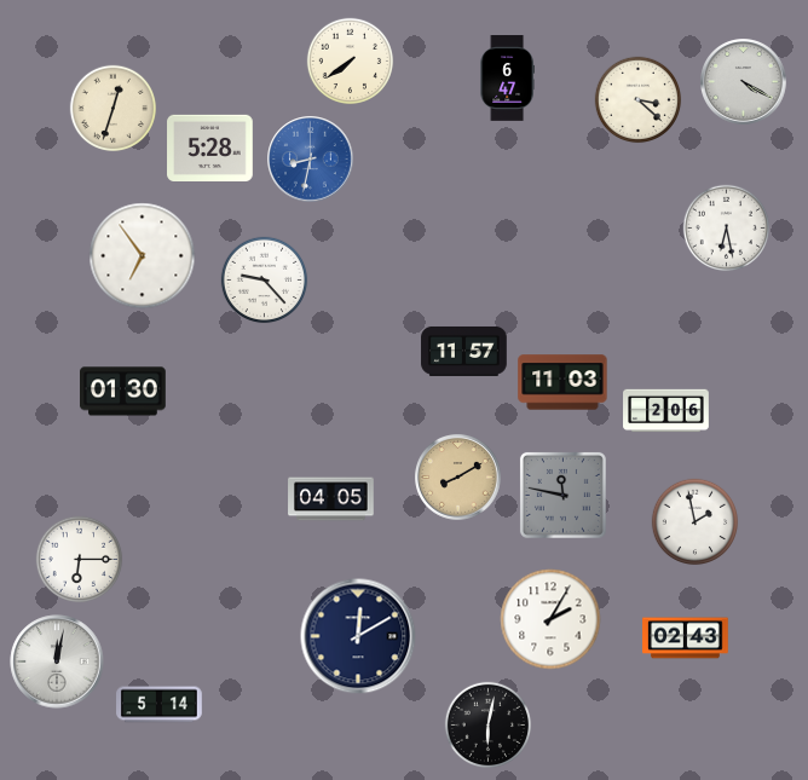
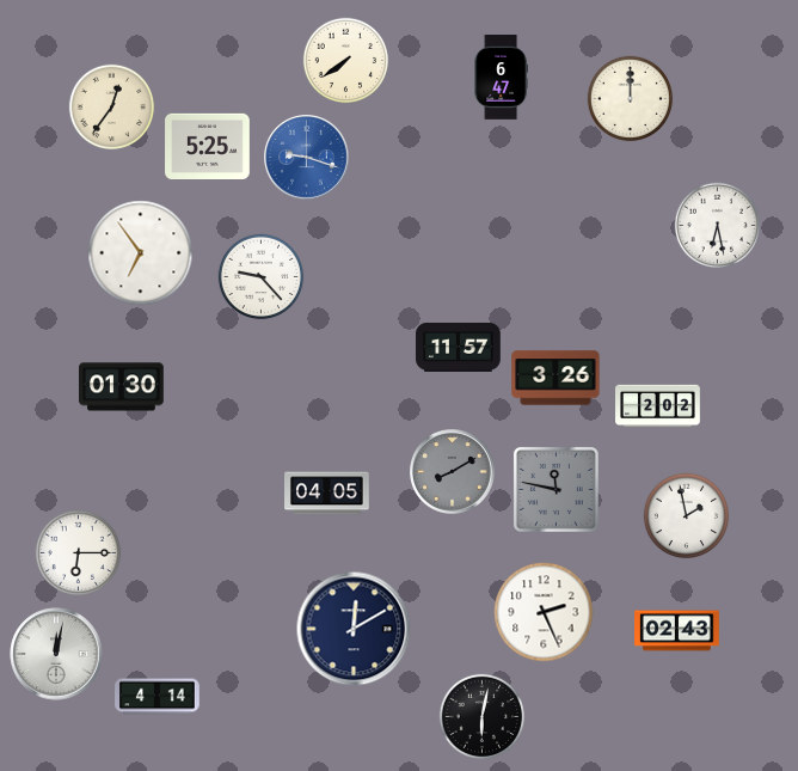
clock at (744, 82): 4:20 -> none
clock at (639, 100): 3:22 -> 12:00
clock at (114, 109): 12:33 -> 12:36
clock at (210, 148): 5:28 -> 5:25
clock at (311, 160): 8:32 -> 9:18
clock at (562, 382): 11:03 -> 3:26
clock at (666, 411): 2:06 -> 2:02
clock at (458, 478) dial: champagne -> grey
clock at (550, 619): 2:05 -> 2:26
clock at (160, 705): 5:14 -> 4:14
